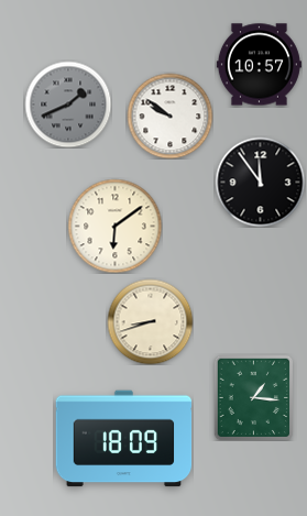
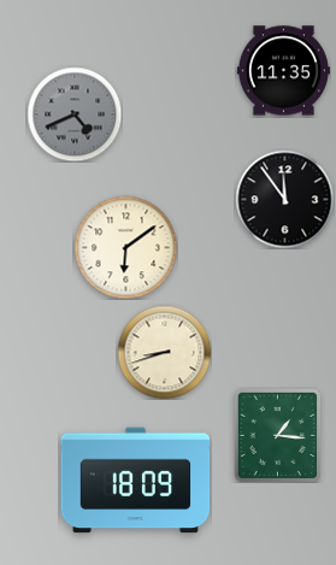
clock at (259, 65): 10:57 -> 11:35
clock at (68, 105): 1:41 -> 4:41
clock at (169, 116): 9:51 -> none
